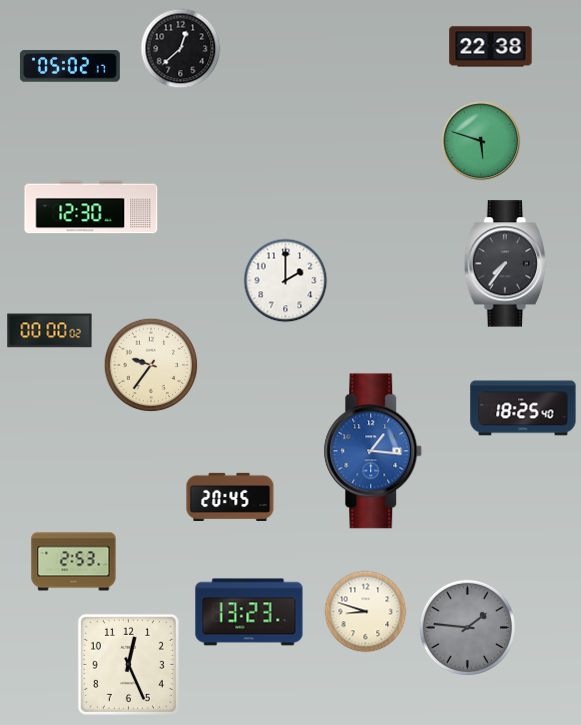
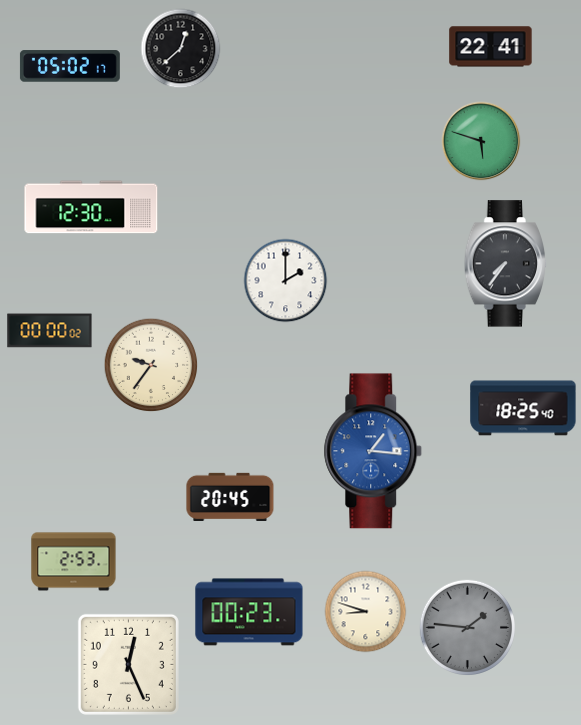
clock at (491, 47): 22:38 -> 22:41
clock at (249, 612): 13:23 -> 00:23
